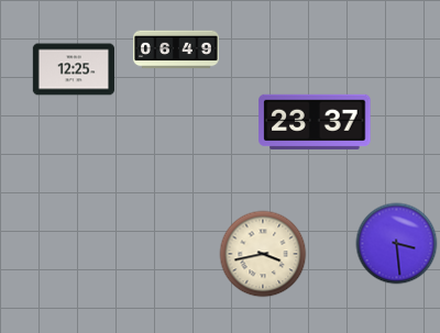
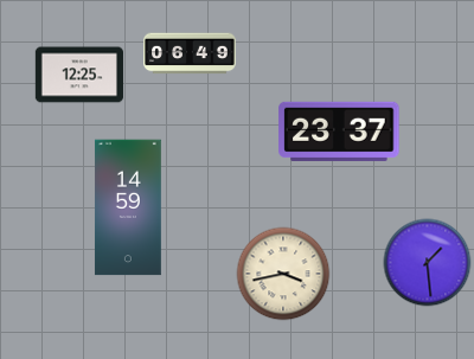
clock at (128, 207): none -> 14:59
clock at (397, 244): 3:29 -> 1:29
